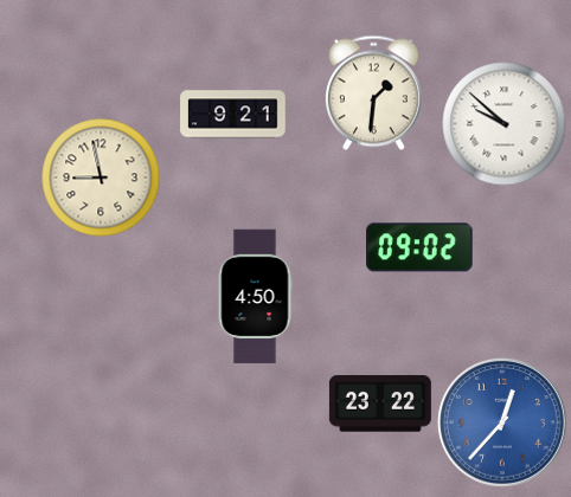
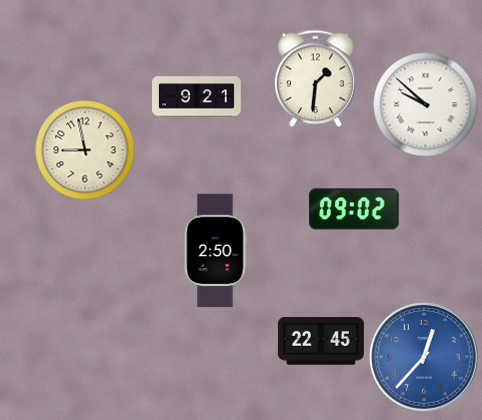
clock at (255, 297): 4:50 -> 2:50
clock at (380, 404): 23:22 -> 22:45
